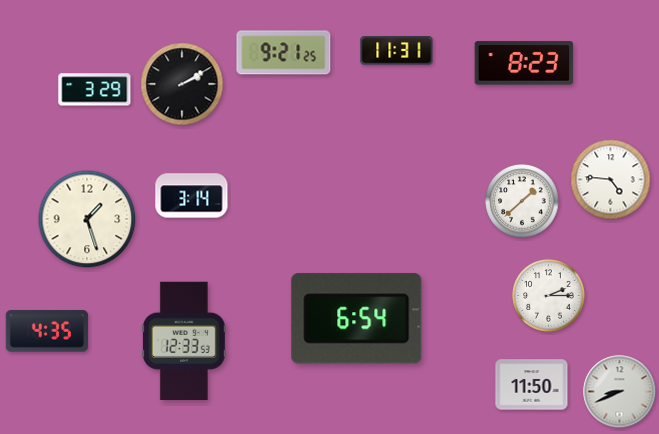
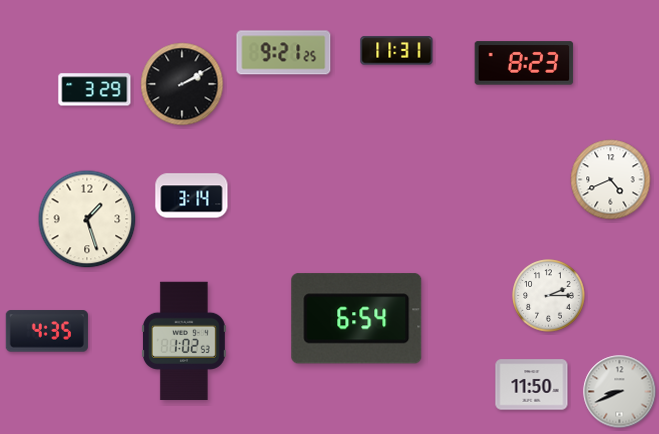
clock at (611, 180): 4:46 -> 4:41
clock at (522, 201): 1:38 -> none
clock at (184, 340): 12:33 -> 1:02
